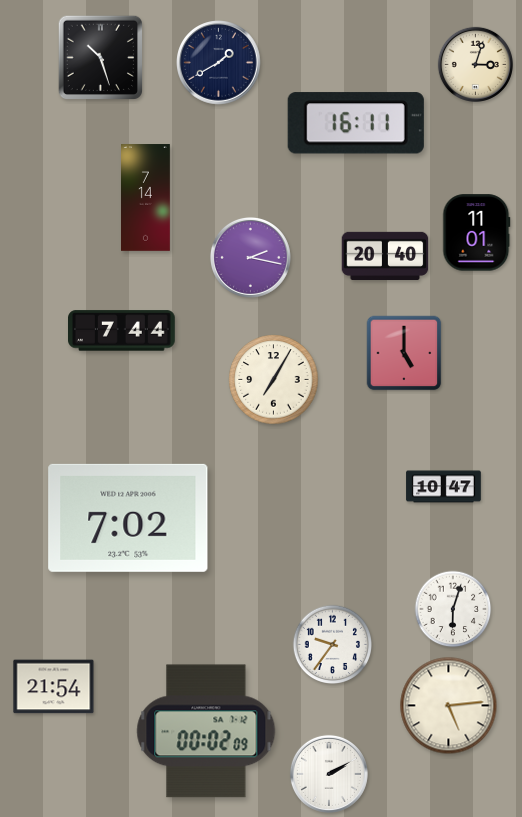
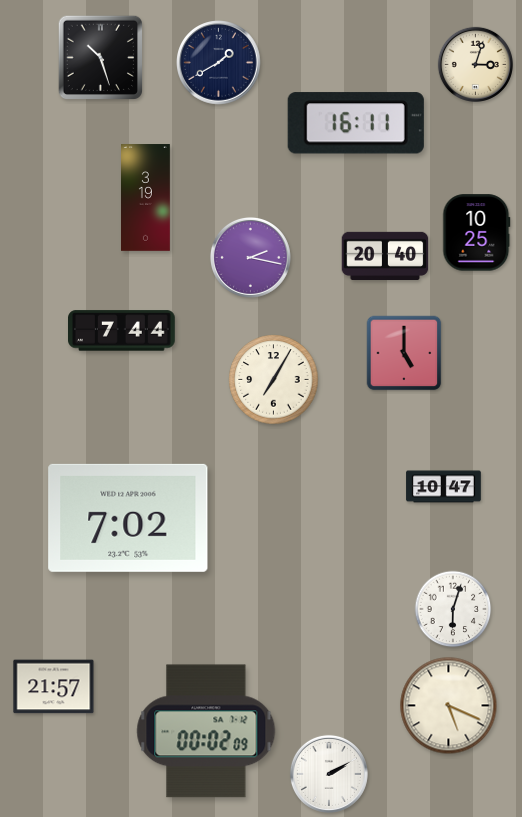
clock at (146, 198): 7:14 -> 3:19
clock at (477, 233): 11:01 -> 10:25
clock at (332, 644): 9:36 -> none
clock at (54, 687): 21:54 -> 21:57
clock at (449, 706): 5:14 -> 5:19
